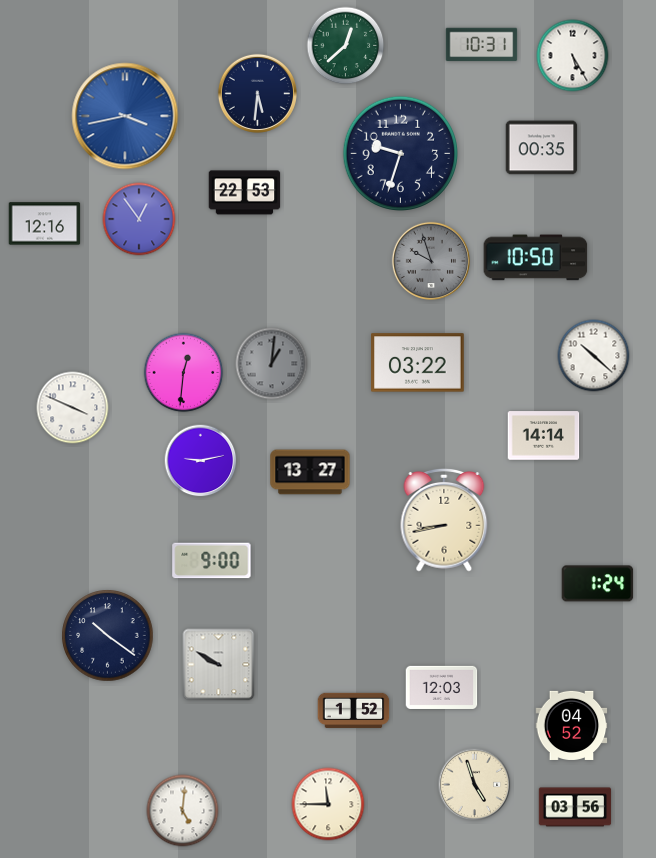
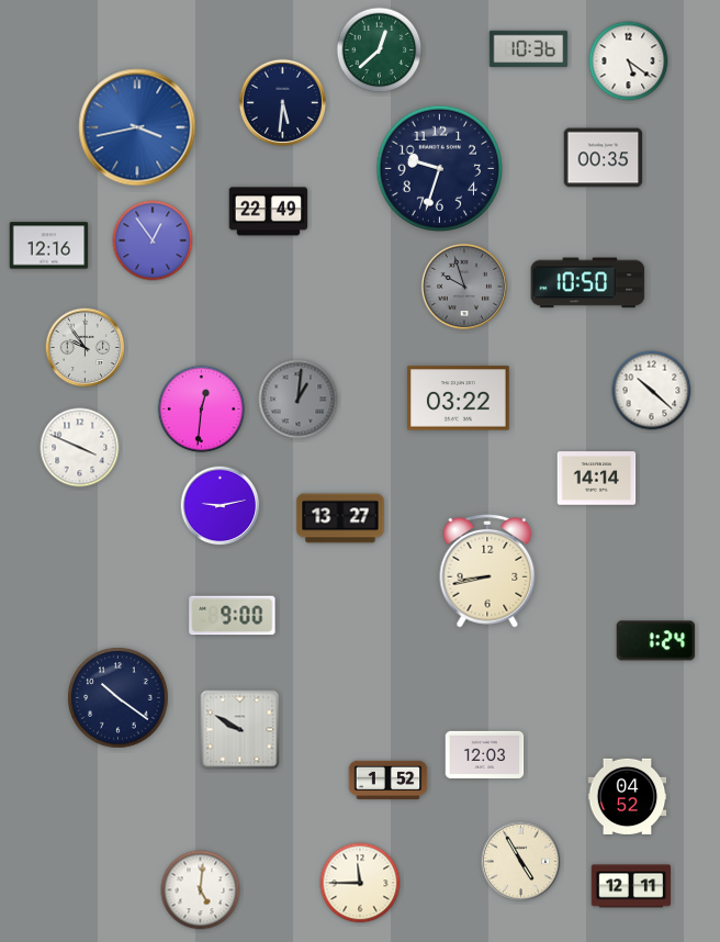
clock at (482, 45): 10:31 -> 10:36
clock at (573, 56): 5:25 -> 5:21
clock at (542, 148) position: (542, 148) -> (604, 158)
clock at (245, 193): 22:53 -> 22:49
clock at (430, 260) position: (430, 260) -> (463, 285)
clock at (86, 348): none -> 9:54
clock at (475, 785): 4:57 -> 4:55
clock at (575, 807): 03:56 -> 12:11
